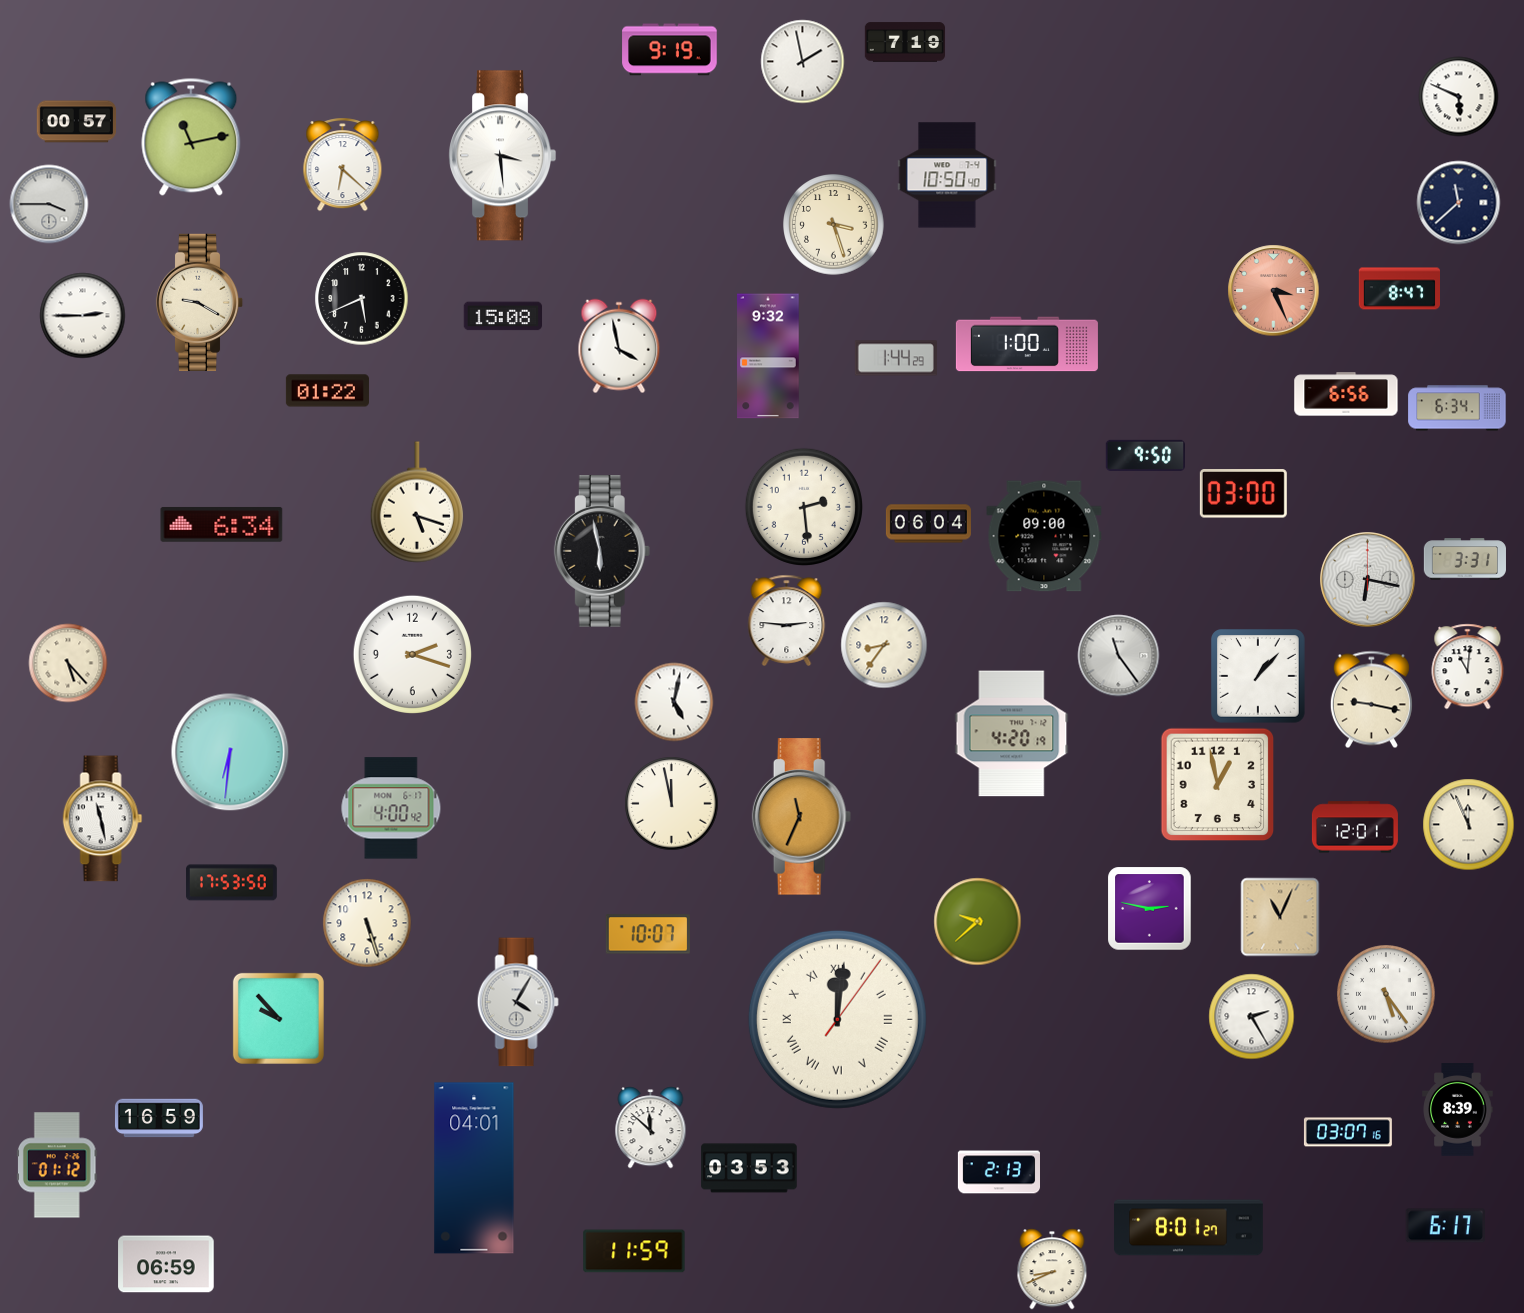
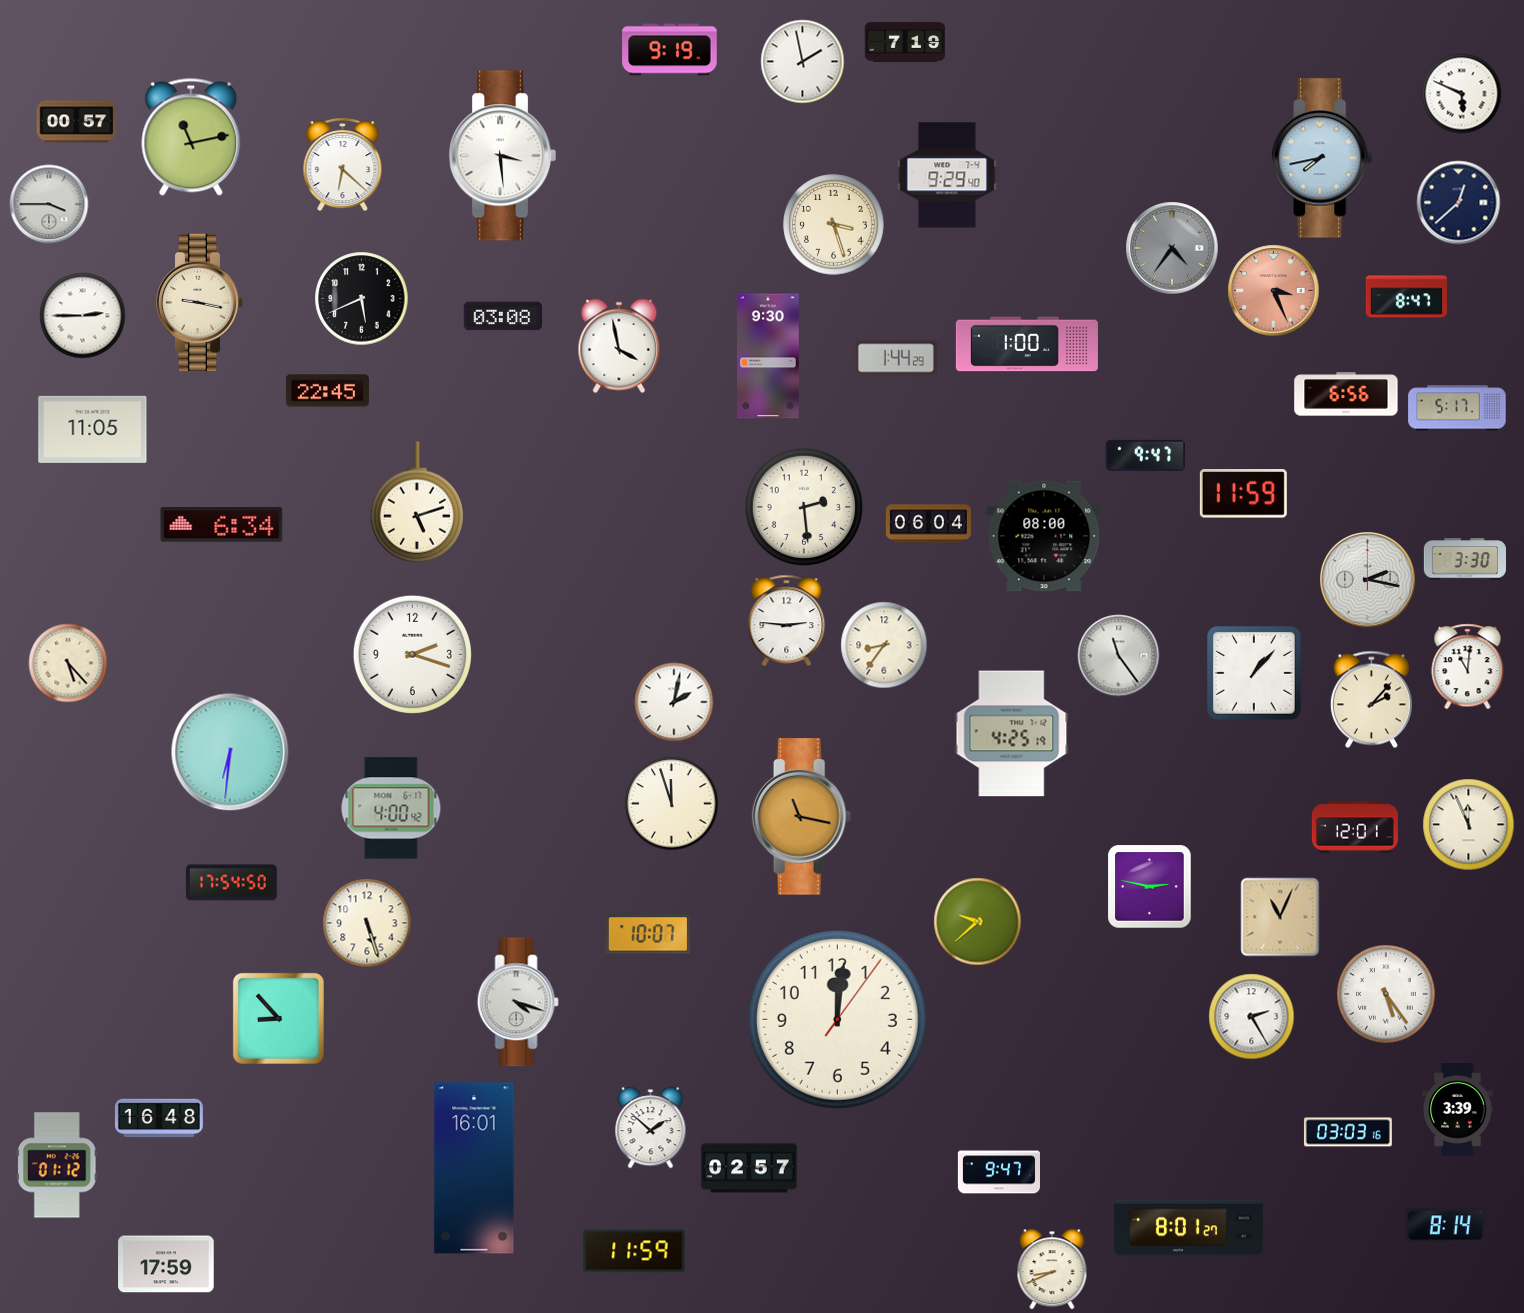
clock at (1458, 96) position: (1458, 96) -> (1461, 93)
clock at (1322, 158): none -> 7:43
clock at (947, 175): 10:50 -> 9:29
clock at (1458, 202): 11:38 -> 12:38
clock at (1172, 248): none -> 4:36
clock at (1399, 289) position: (1399, 289) -> (1406, 297)
clock at (200, 302): 9:20 -> 9:17
clock at (503, 316): 15:08 -> 03:08
clock at (768, 356): 9:32 -> 9:30
clock at (327, 391): 01:22 -> 22:45
clock at (1457, 408): 6:34 -> 5:17
clock at (93, 429): none -> 11:05
clock at (1145, 455): 9:50 -> 9:47
clock at (1243, 494): 03:00 -> 11:59
clock at (416, 502): 5:18 -> 5:12
clock at (1044, 536): 09:00 -> 08:00
clock at (602, 552): 5:58 -> none
clock at (1465, 559): 3:31 -> 3:30
clock at (1368, 580): 6:17 -> 2:17
clock at (1259, 677) position: (1259, 677) -> (1255, 674)
clock at (1371, 699): 9:17 -> 2:07
clock at (674, 702): 5:02 -> 2:02
clock at (1012, 734): 4:20 -> 4:25
clock at (1217, 784): 12:58 -> none
clock at (671, 803): 11:58 -> 11:57
clock at (802, 817): 11:34 -> 11:17
clock at (103, 819): 11:28 -> none
clock at (232, 883): 17:53 -> 17:54
clock at (1149, 908) position: (1149, 908) -> (1149, 886)
clock at (518, 1002): 4:05 -> 4:18
clock at (278, 1018): 9:53 -> 8:53
clock at (837, 1019) numerals: Roman -> Arabic
clock at (1458, 1110): 8:39 -> 3:39
clock at (159, 1118): 16:59 -> 16:48
clock at (651, 1127): 11:52 -> 1:52
clock at (1348, 1132): 03:07 -> 03:03
clock at (474, 1168): 04:01 -> 16:01
clock at (749, 1168): 03:53 -> 02:57
clock at (998, 1172): 2:13 -> 9:47
clock at (1445, 1226): 6:17 -> 8:14
clock at (166, 1264): 06:59 -> 17:59
